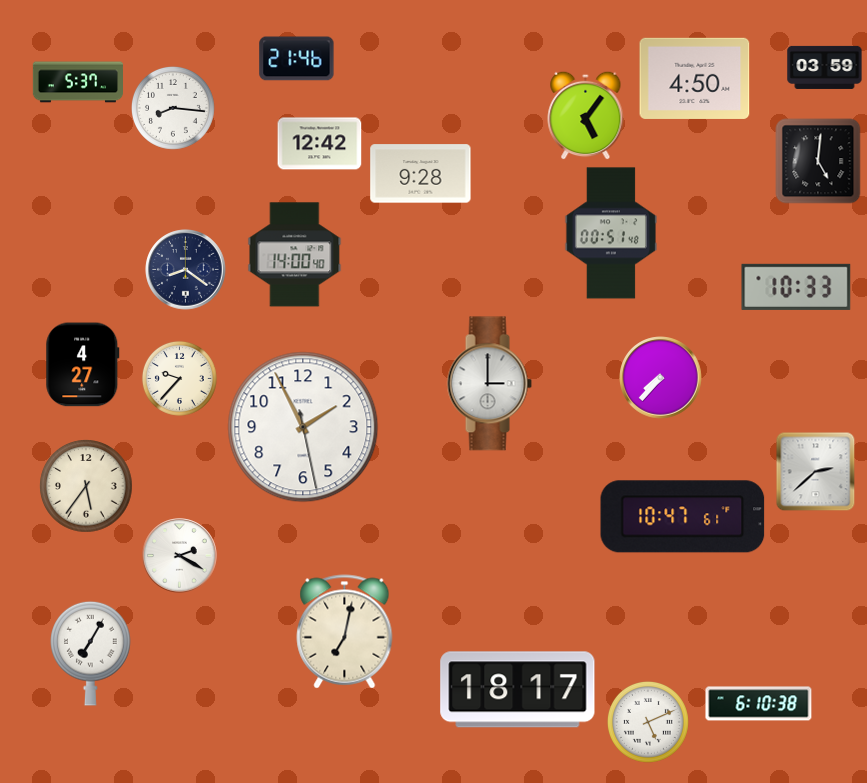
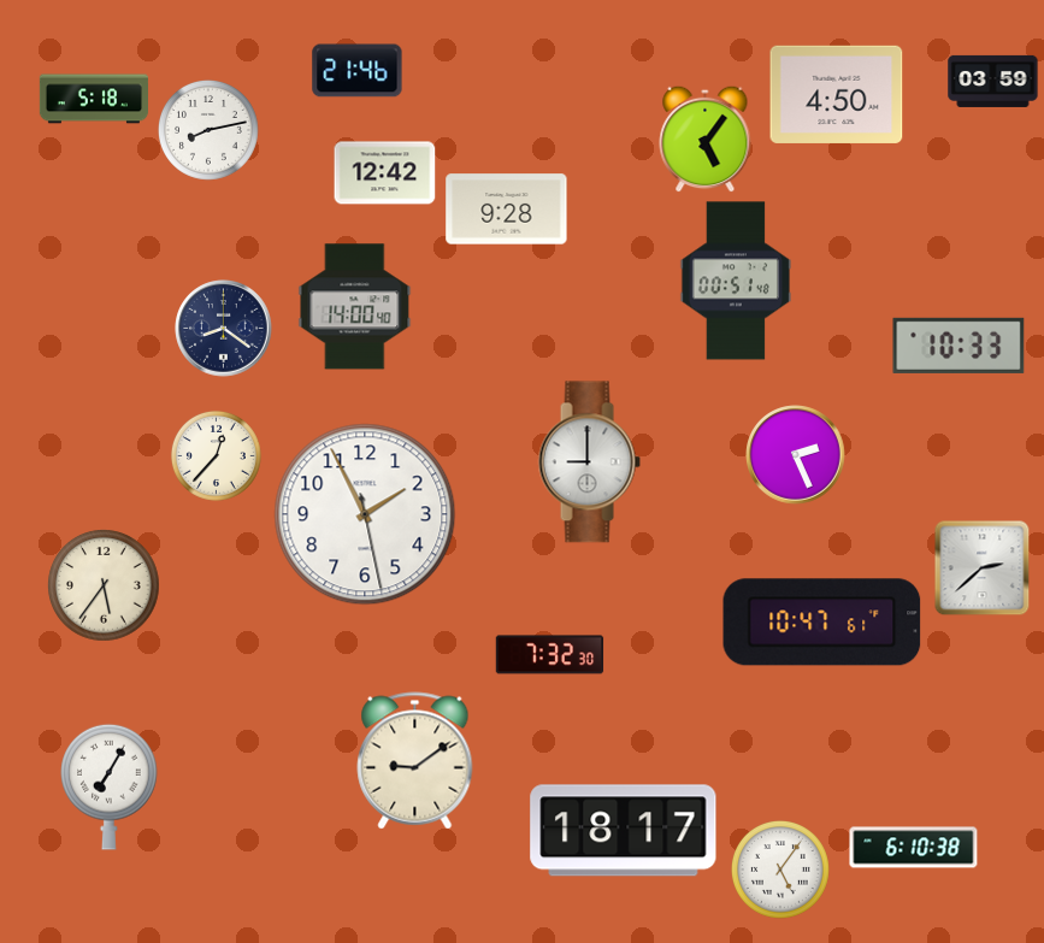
clock at (77, 82): 5:37 -> 5:18
clock at (173, 108): 8:16 -> 8:13
clock at (818, 161): 5:01 -> none
clock at (186, 270) position: (186, 270) -> (224, 329)
clock at (83, 365): 4:27 -> none
clock at (179, 378): 9:37 -> 12:37
clock at (661, 378): 7:37 -> 2:26
clock at (489, 384): 3:00 -> 9:00
clock at (550, 655): none -> 7:32
clock at (180, 556): 2:20 -> none
clock at (345, 632): 7:02 -> 9:09
clock at (648, 722): 5:11 -> 5:06
